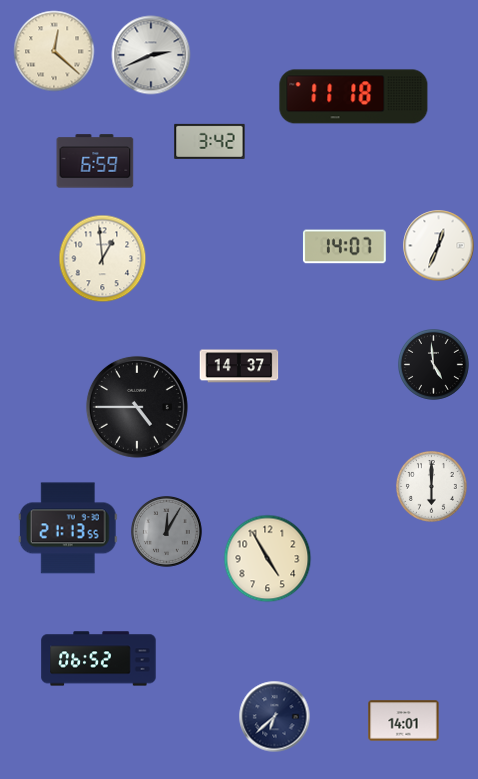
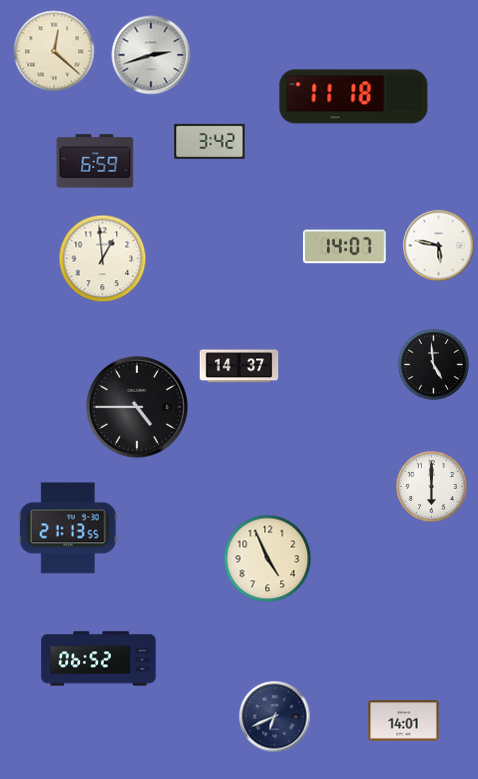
clock at (151, 55): 2:41 -> 2:42
clock at (439, 246): 12:34 -> 5:47
clock at (167, 532): 12:05 -> none
clock at (268, 559): 4:55 -> 4:56
clock at (275, 717): 6:38 -> 6:41
